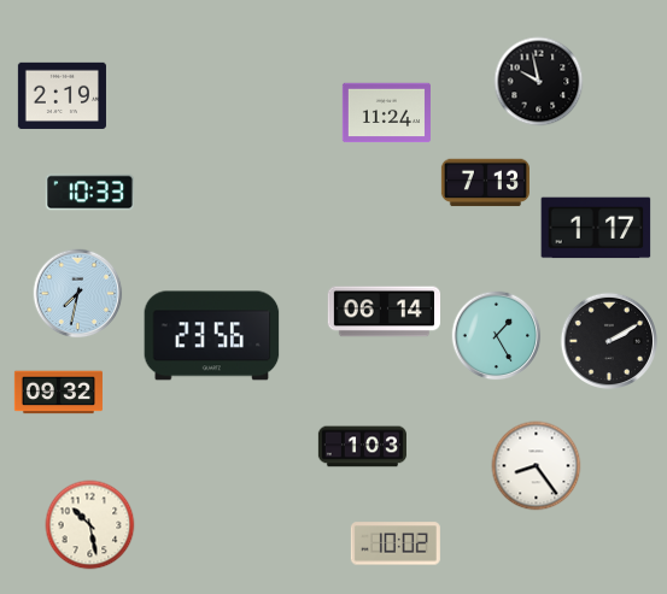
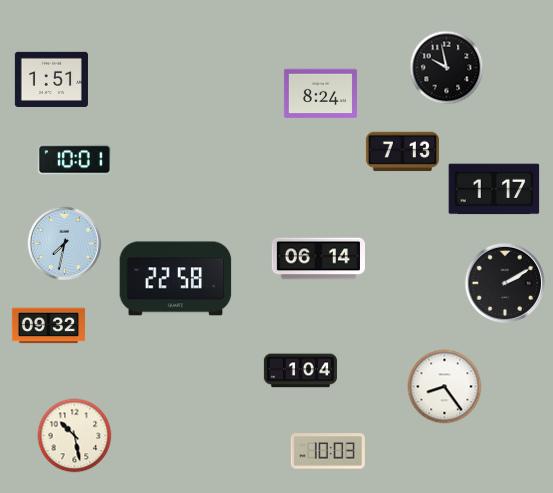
clock at (62, 95): 2:19 -> 1:51
clock at (386, 113): 11:24 -> 8:24
clock at (89, 193): 10:33 -> 10:01
clock at (212, 336): 23:56 -> 22:58
clock at (497, 336): 1:25 -> none
clock at (362, 447): 1:03 -> 1:04
clock at (396, 543): 10:02 -> 10:03
